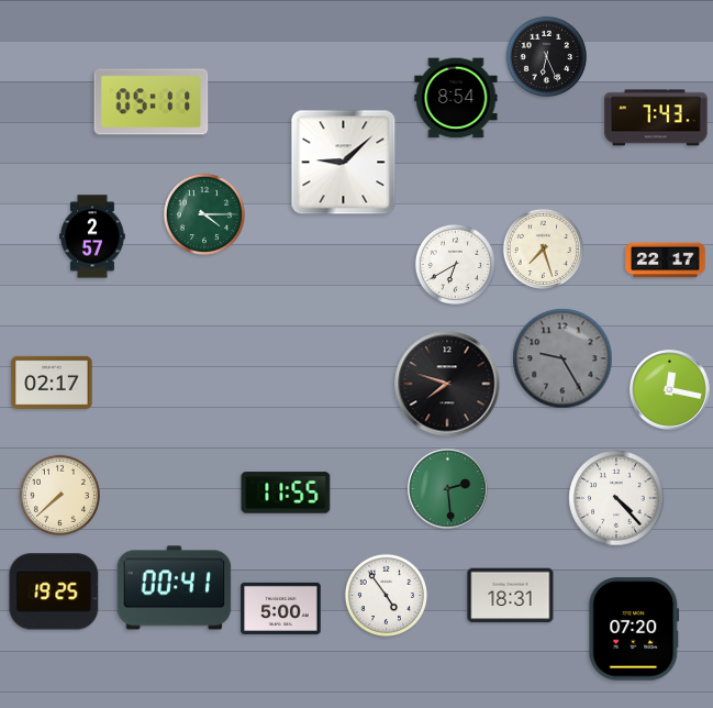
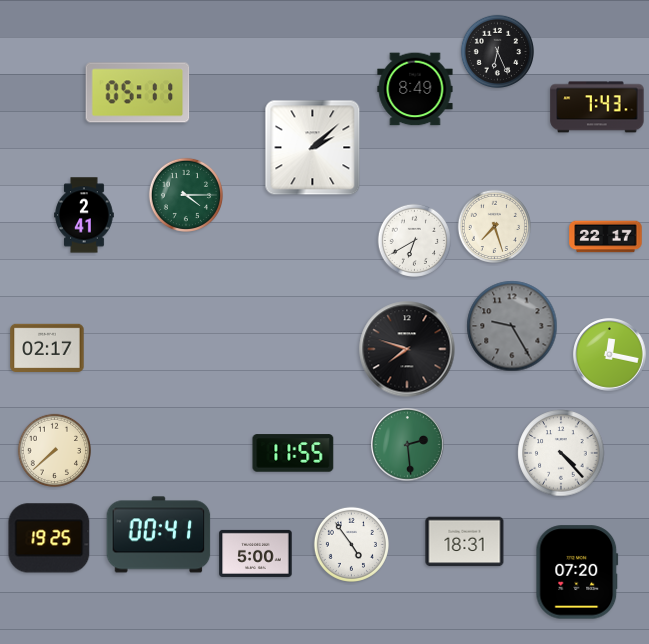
clock at (456, 98): 8:54 -> 8:49
clock at (344, 163): 9:08 -> 2:08
clock at (92, 236): 2:57 -> 2:41
clock at (286, 493) position: (286, 493) -> (293, 453)
clock at (386, 595) position: (386, 595) -> (351, 544)
